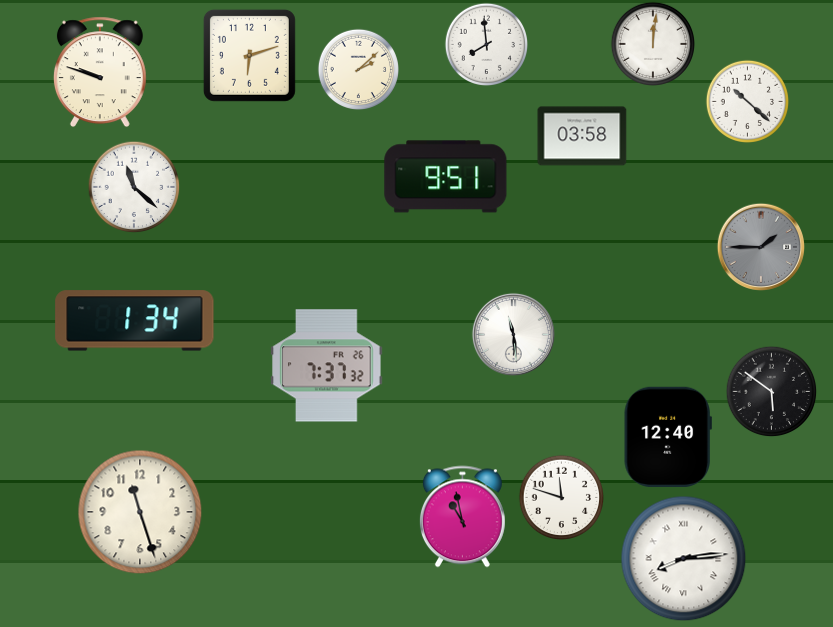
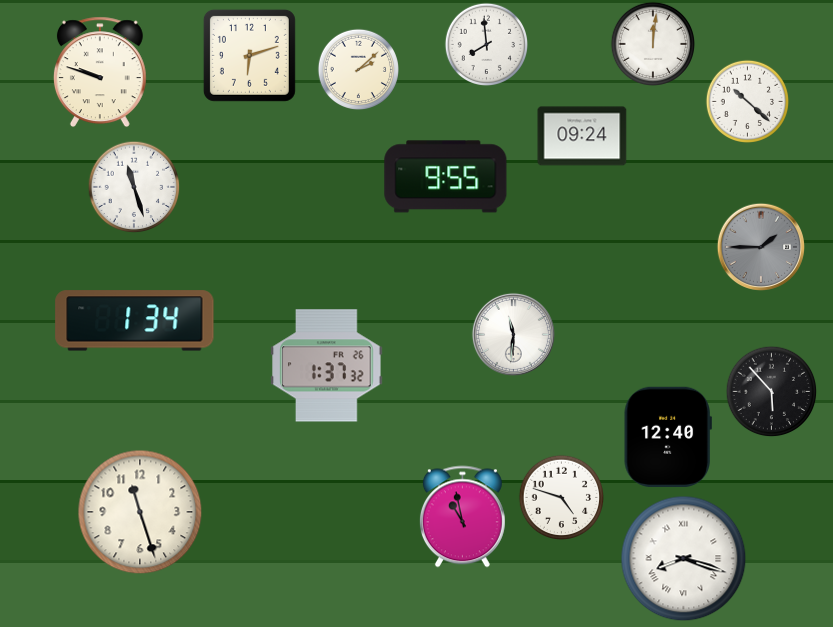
clock at (582, 136): 03:58 -> 09:24
clock at (446, 177): 9:51 -> 9:55
clock at (134, 187): 11:22 -> 11:27
clock at (513, 334): 11:29 -> 11:31
clock at (327, 366): 7:37 -> 1:37
clock at (771, 391): 5:51 -> 5:53
clock at (561, 497): 11:48 -> 4:48
clock at (684, 559): 8:14 -> 8:18
